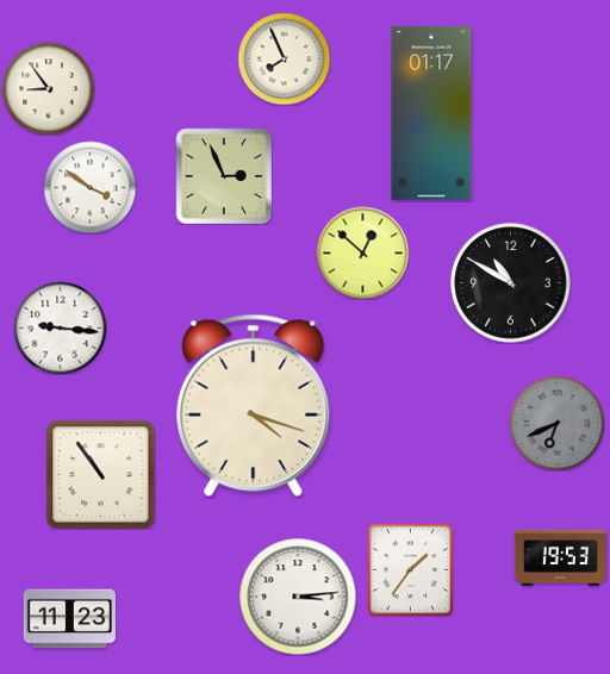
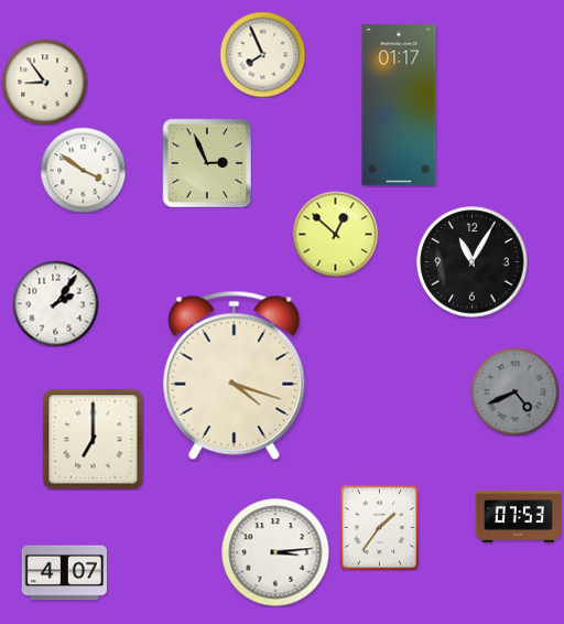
clock at (89, 187) position: (89, 187) -> (83, 170)
clock at (511, 283): 10:50 -> 11:05
clock at (60, 327): 9:16 -> 2:06
clock at (556, 423): 6:41 -> 4:41
clock at (100, 474): 10:54 -> 7:00
clock at (560, 557): 19:53 -> 07:53
clock at (69, 619): 11:23 -> 4:07
